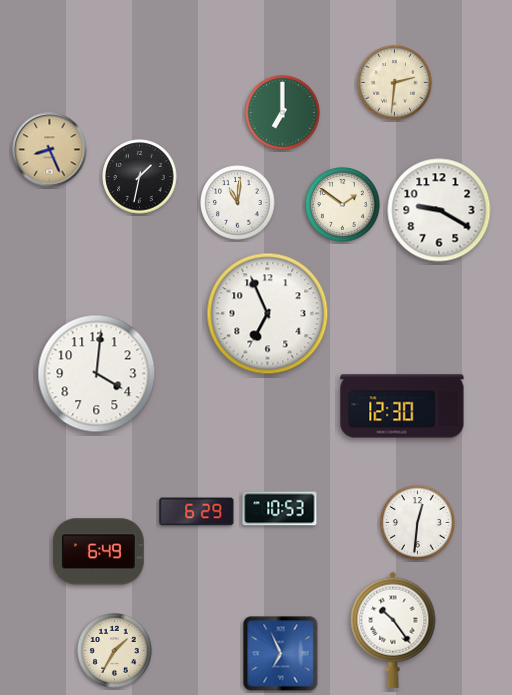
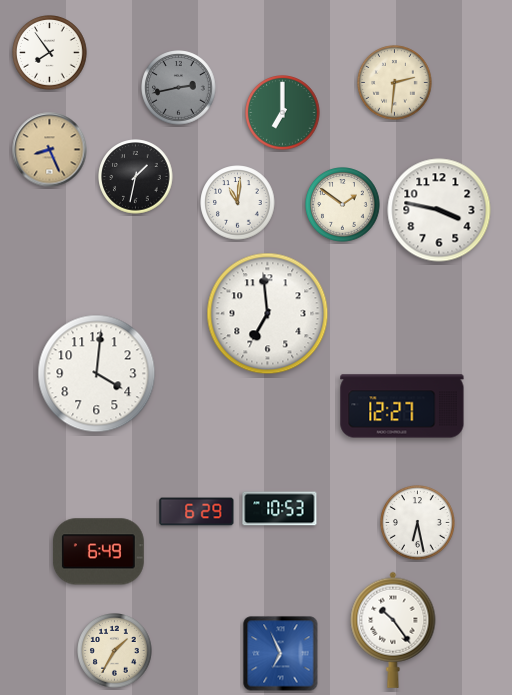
clock at (50, 53): none -> 7:54
clock at (179, 88): none -> 2:43
clock at (140, 177) position: (140, 177) -> (136, 177)
clock at (439, 210): 9:20 -> 3:47
clock at (268, 314): 6:56 -> 6:59
clock at (402, 406): 12:30 -> 12:27
clock at (418, 523): 12:31 -> 6:28
